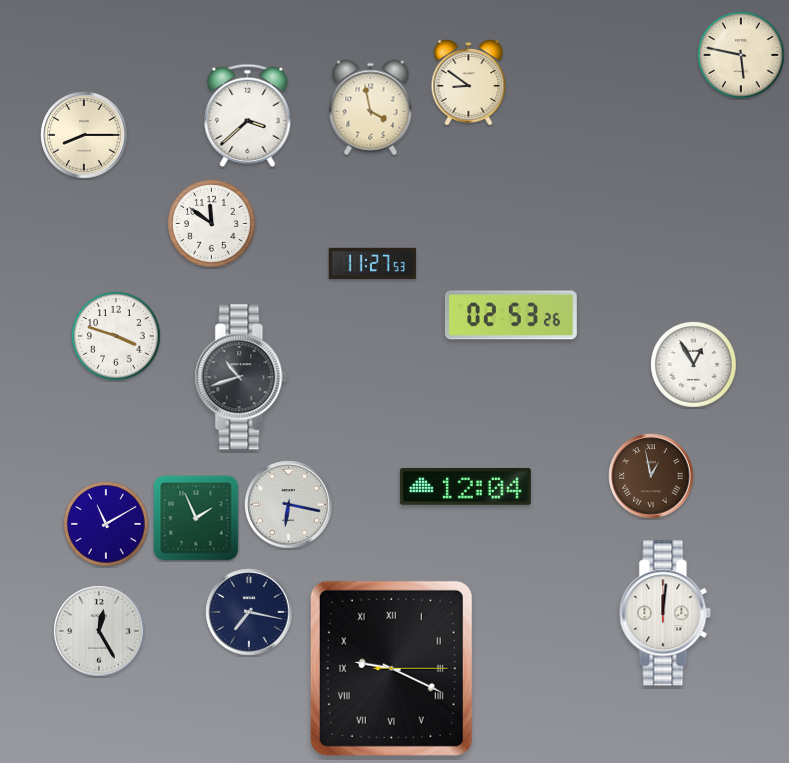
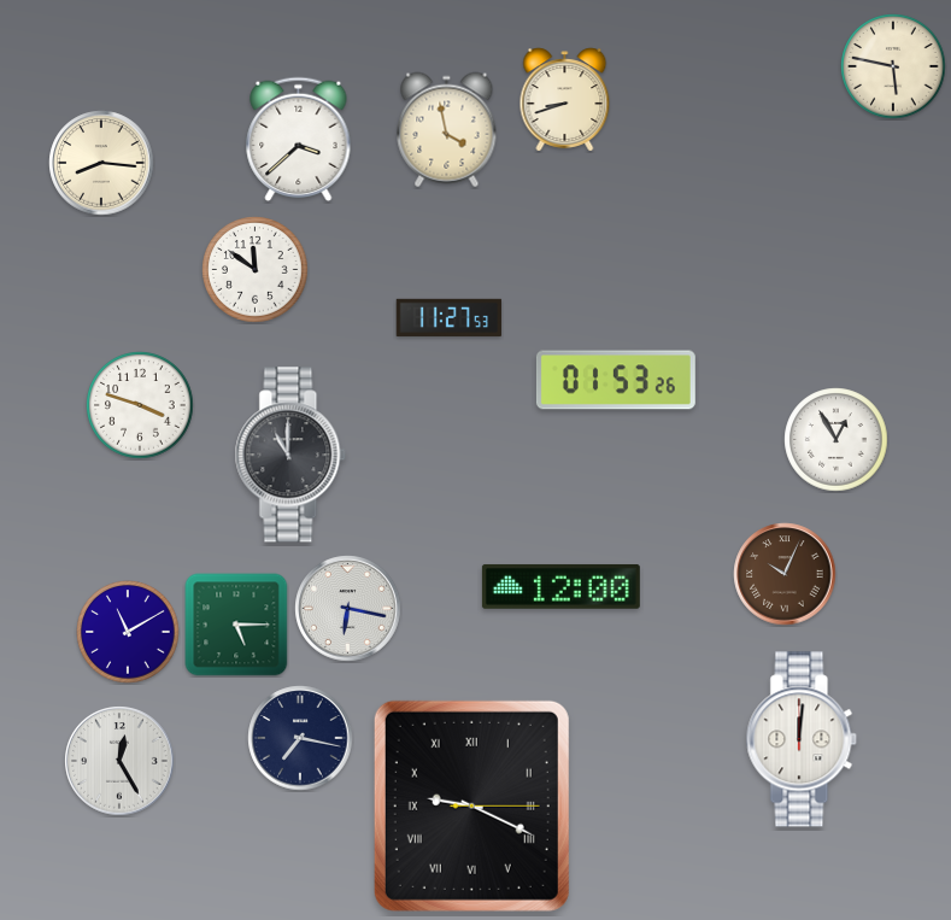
clock at (469, 83): 8:51 -> 8:42
clock at (84, 135): 8:15 -> 8:16
clock at (511, 315): 02:53 -> 01:53
clock at (241, 377): 10:42 -> 11:00
clock at (651, 476): 12:58 -> 10:04
clock at (465, 486): 12:04 -> 12:00
clock at (196, 518): 1:56 -> 5:15
